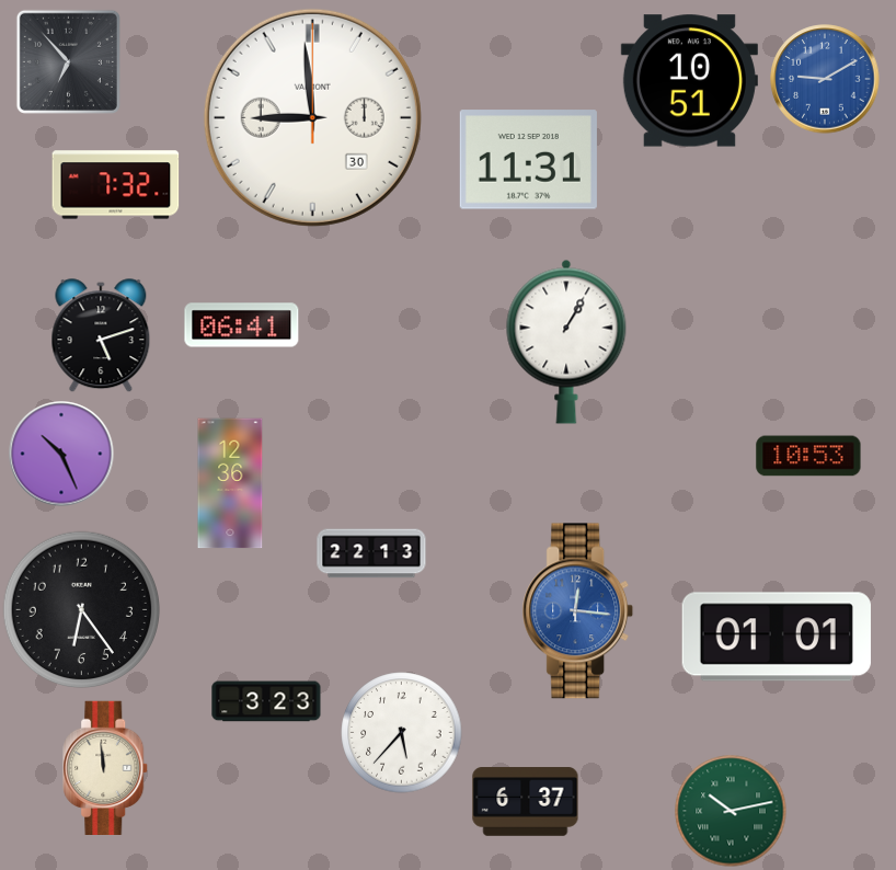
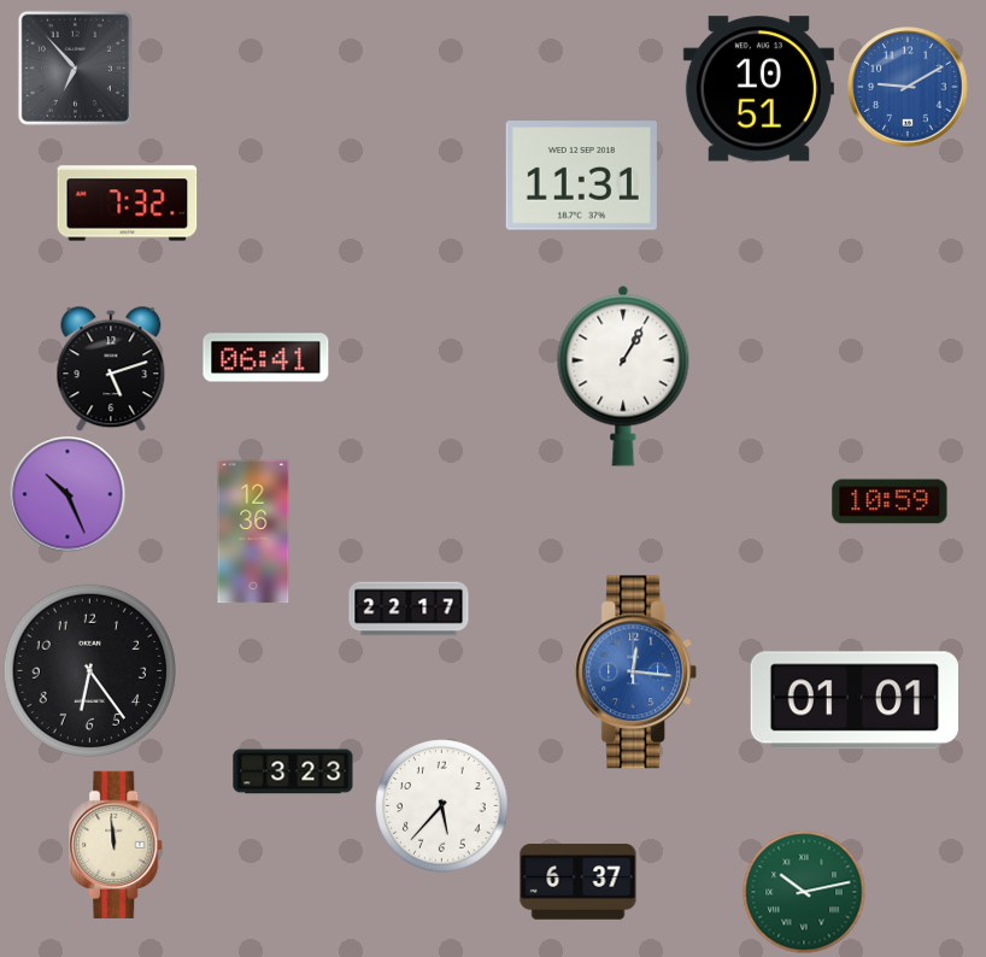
clock at (312, 117): 8:59 -> none
clock at (61, 454) position: (61, 454) -> (68, 494)
clock at (808, 456): 10:53 -> 10:59
clock at (371, 553): 22:13 -> 22:17
